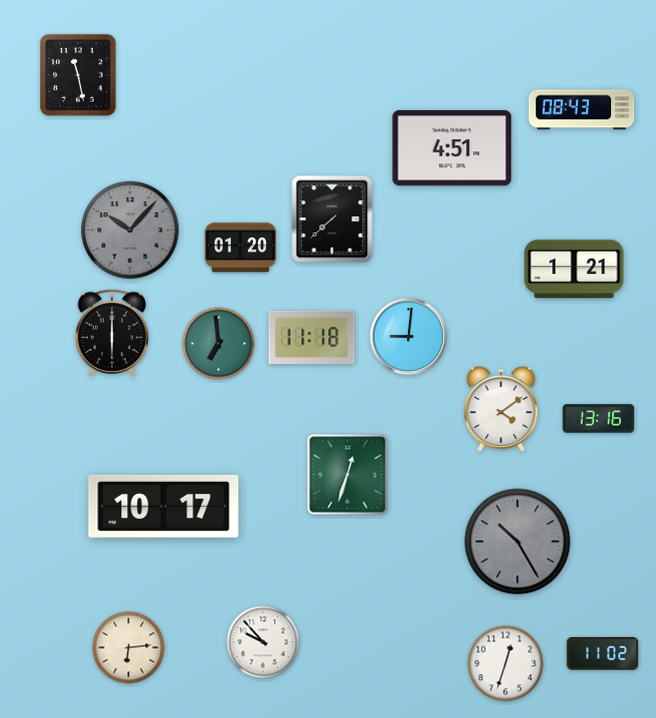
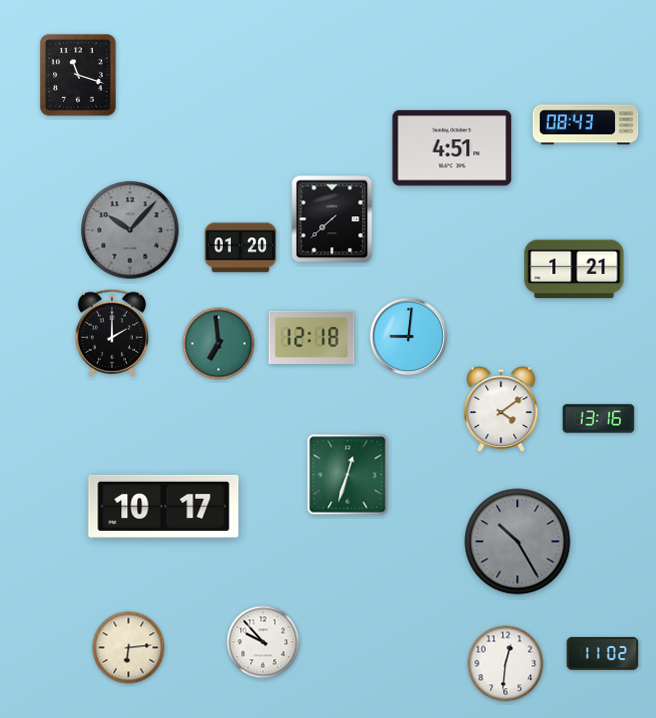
clock at (78, 75): 11:28 -> 11:18
clock at (582, 110) position: (582, 110) -> (586, 125)
clock at (111, 333): 6:00 -> 2:00
clock at (312, 337): 11:18 -> 12:18
clock at (506, 664): 12:33 -> 12:31
